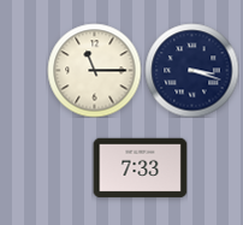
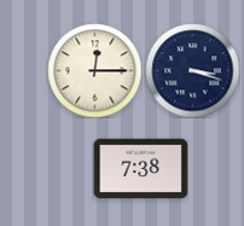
clock at (94, 70): 11:15 -> 12:15
clock at (140, 168): 7:33 -> 7:38
